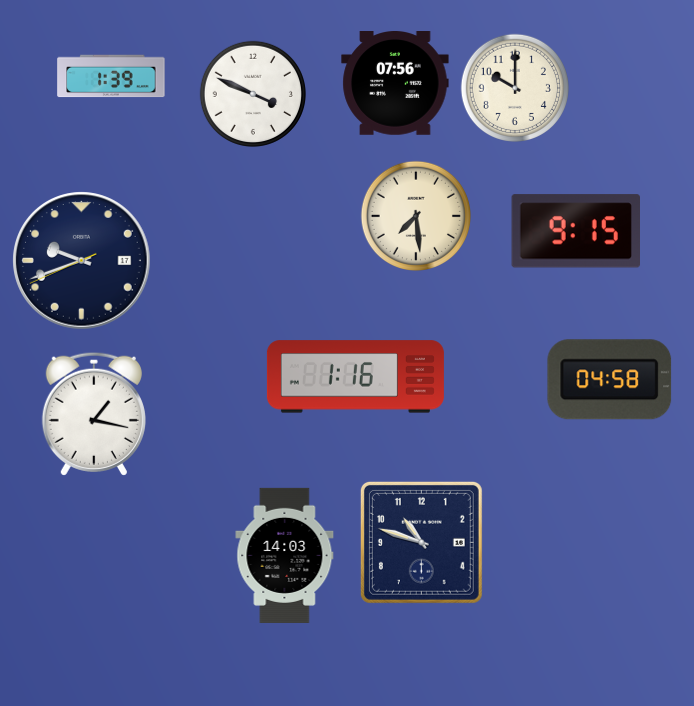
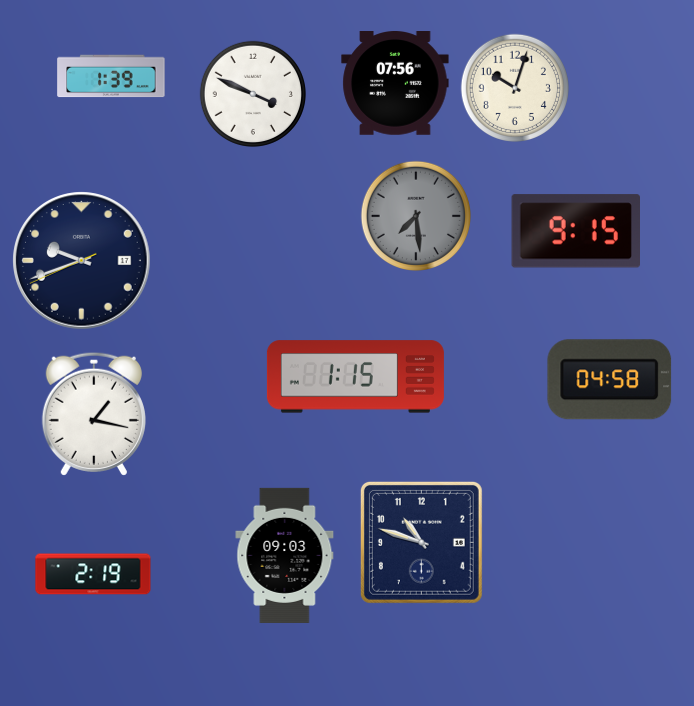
clock at (515, 88): 10:00 -> 10:03
clock at (415, 215) dial: cream -> grey
clock at (355, 377): 1:16 -> 1:15
clock at (285, 555): 14:03 -> 09:03
clock at (93, 574): none -> 2:19
